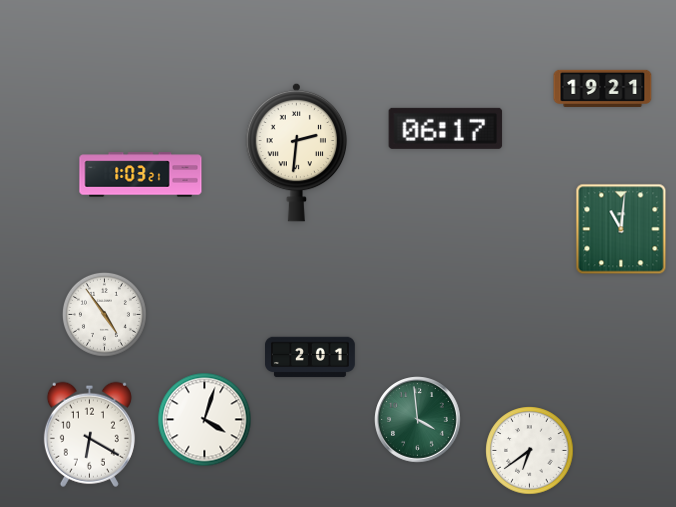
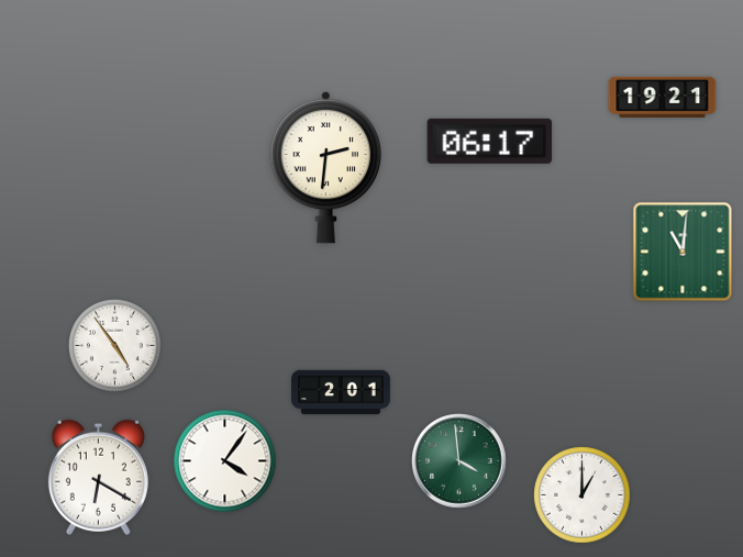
clock at (141, 175): 1:03 -> none
clock at (205, 420): 4:03 -> 4:06
clock at (530, 451): 6:39 -> 1:00
